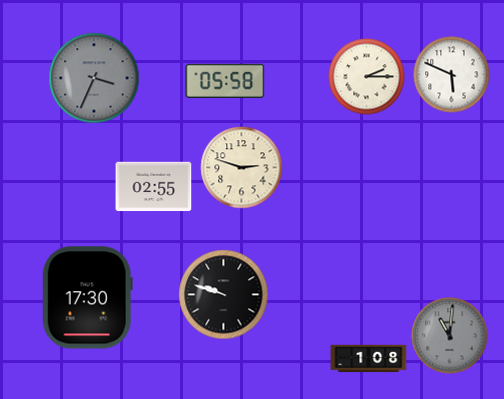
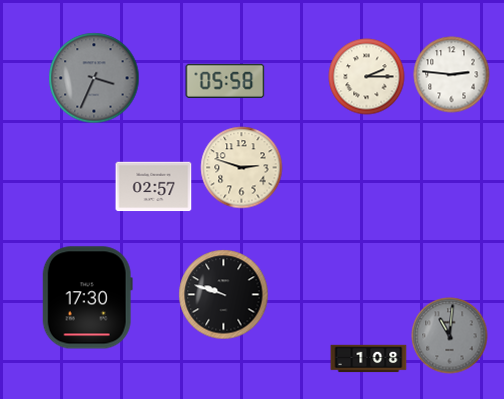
clock at (452, 75): 5:49 -> 2:46
clock at (154, 187): 02:55 -> 02:57
